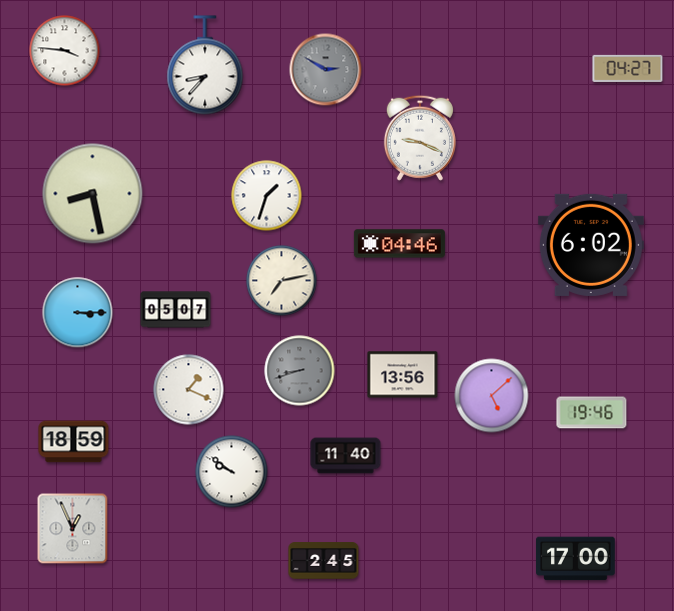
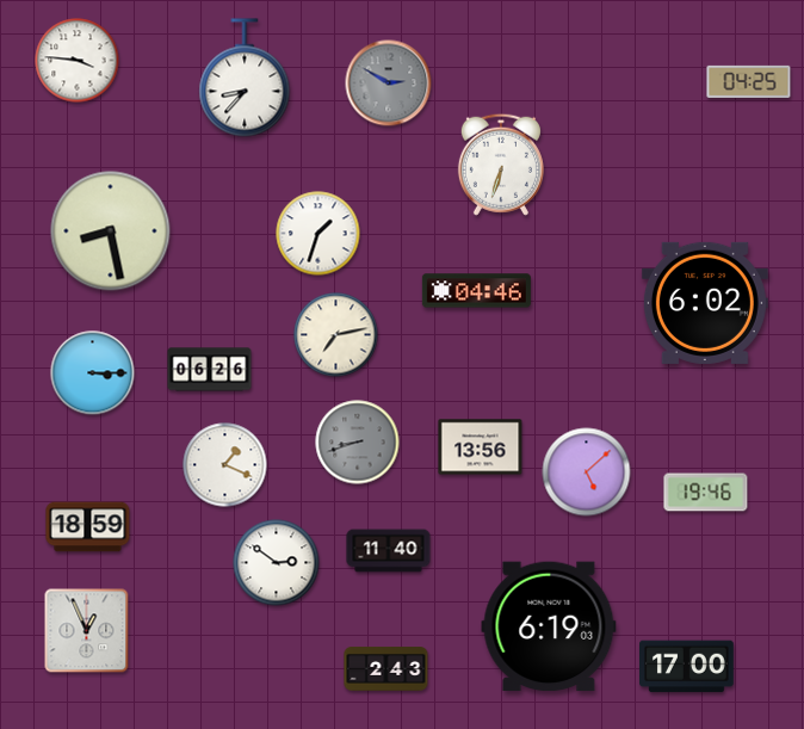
clock at (628, 68): 04:27 -> 04:25
clock at (420, 138): 9:19 -> 6:33
clock at (591, 245) position: (591, 245) -> (705, 303)
clock at (176, 310): 05:07 -> 06:26
clock at (346, 456) position: (346, 456) -> (389, 551)
clock at (232, 472): 9:51 -> 2:51
clock at (549, 626): none -> 6:19
clock at (324, 561): 2:45 -> 2:43
